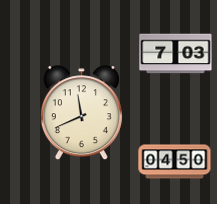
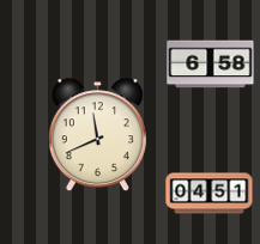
clock at (176, 54): 7:03 -> 6:58
clock at (175, 162): 04:50 -> 04:51
